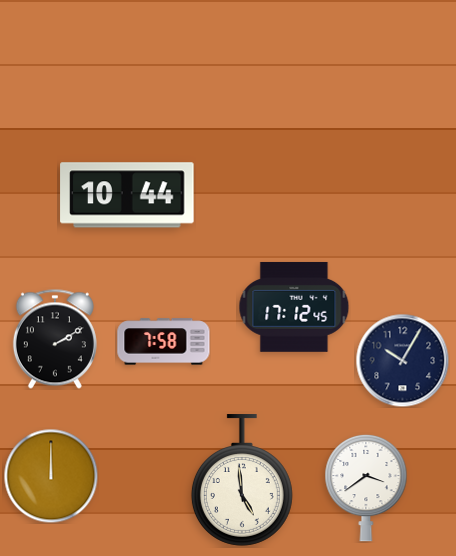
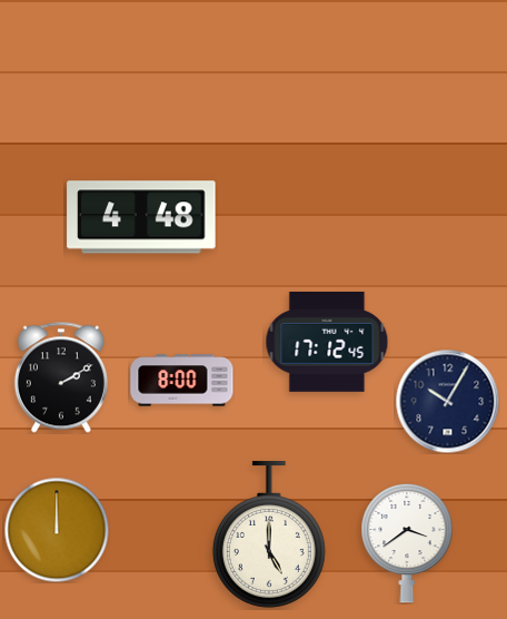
clock at (127, 195): 10:44 -> 4:48
clock at (164, 342): 7:58 -> 8:00
clock at (242, 480): 4:59 -> 5:00
